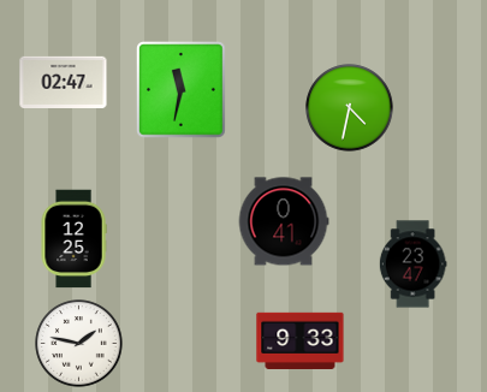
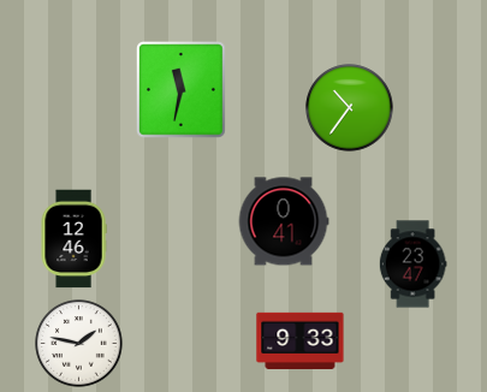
clock at (64, 83): 02:47 -> none
clock at (350, 108): 4:32 -> 10:36
clock at (73, 239): 12:25 -> 12:46
